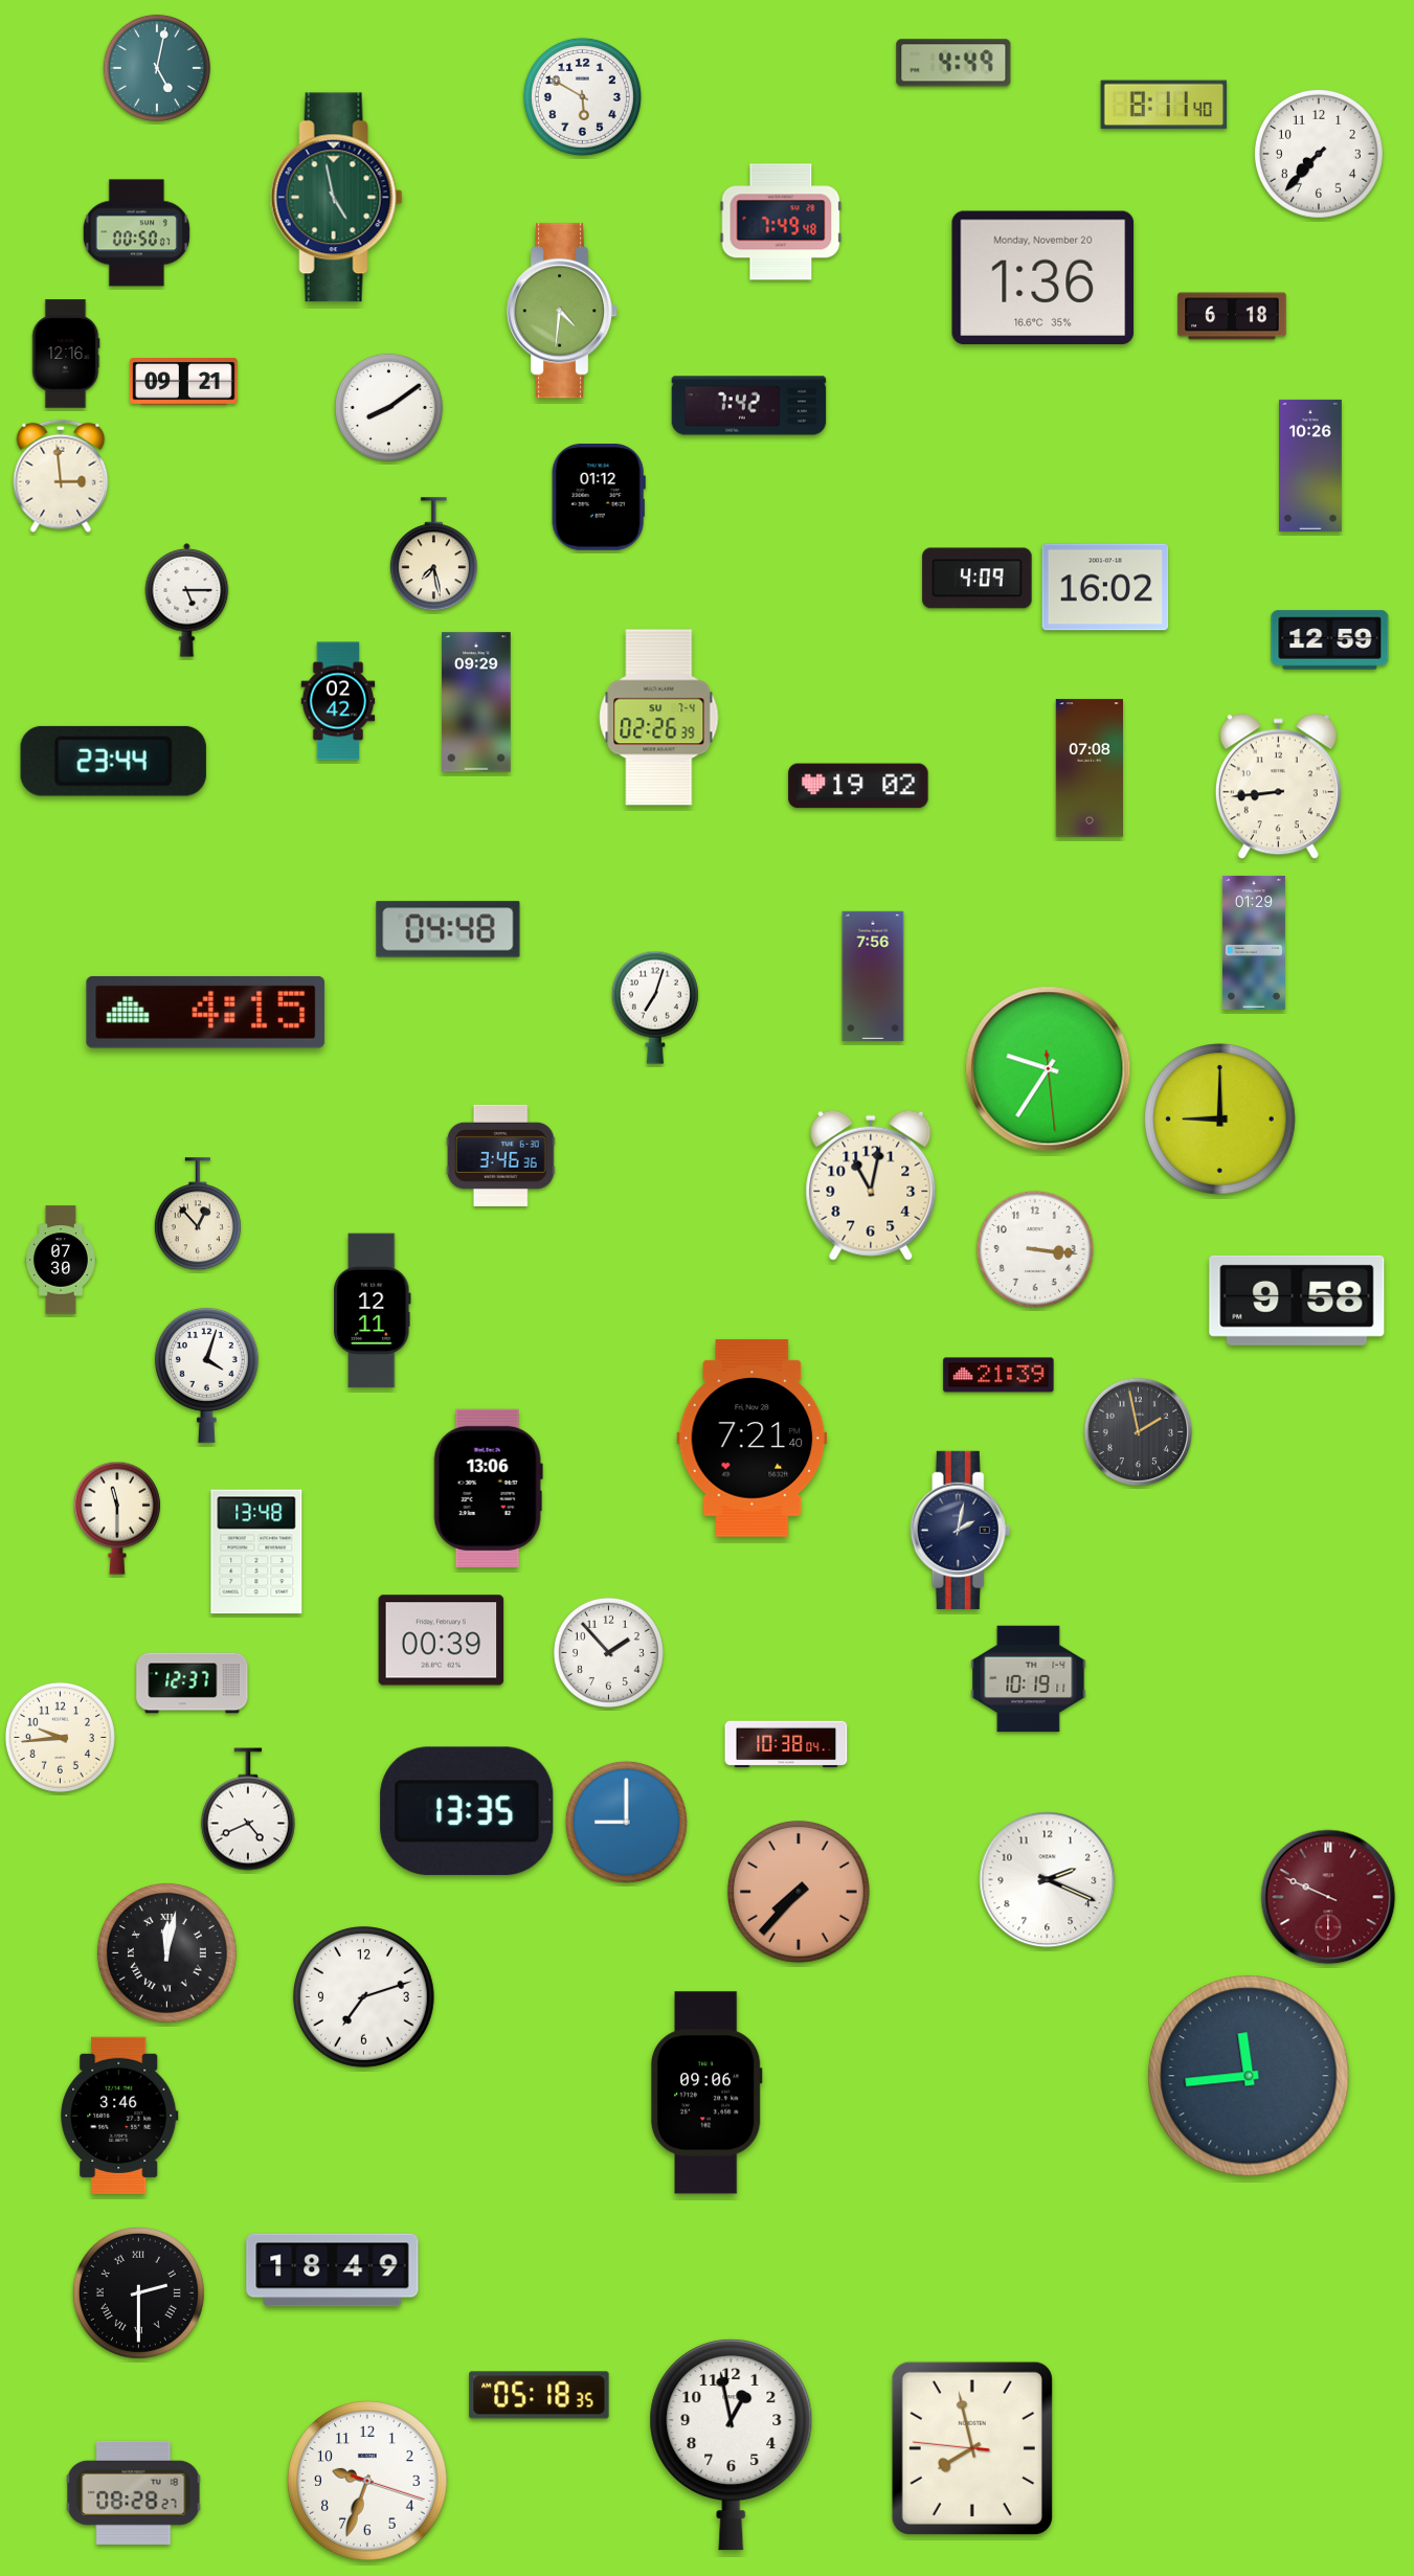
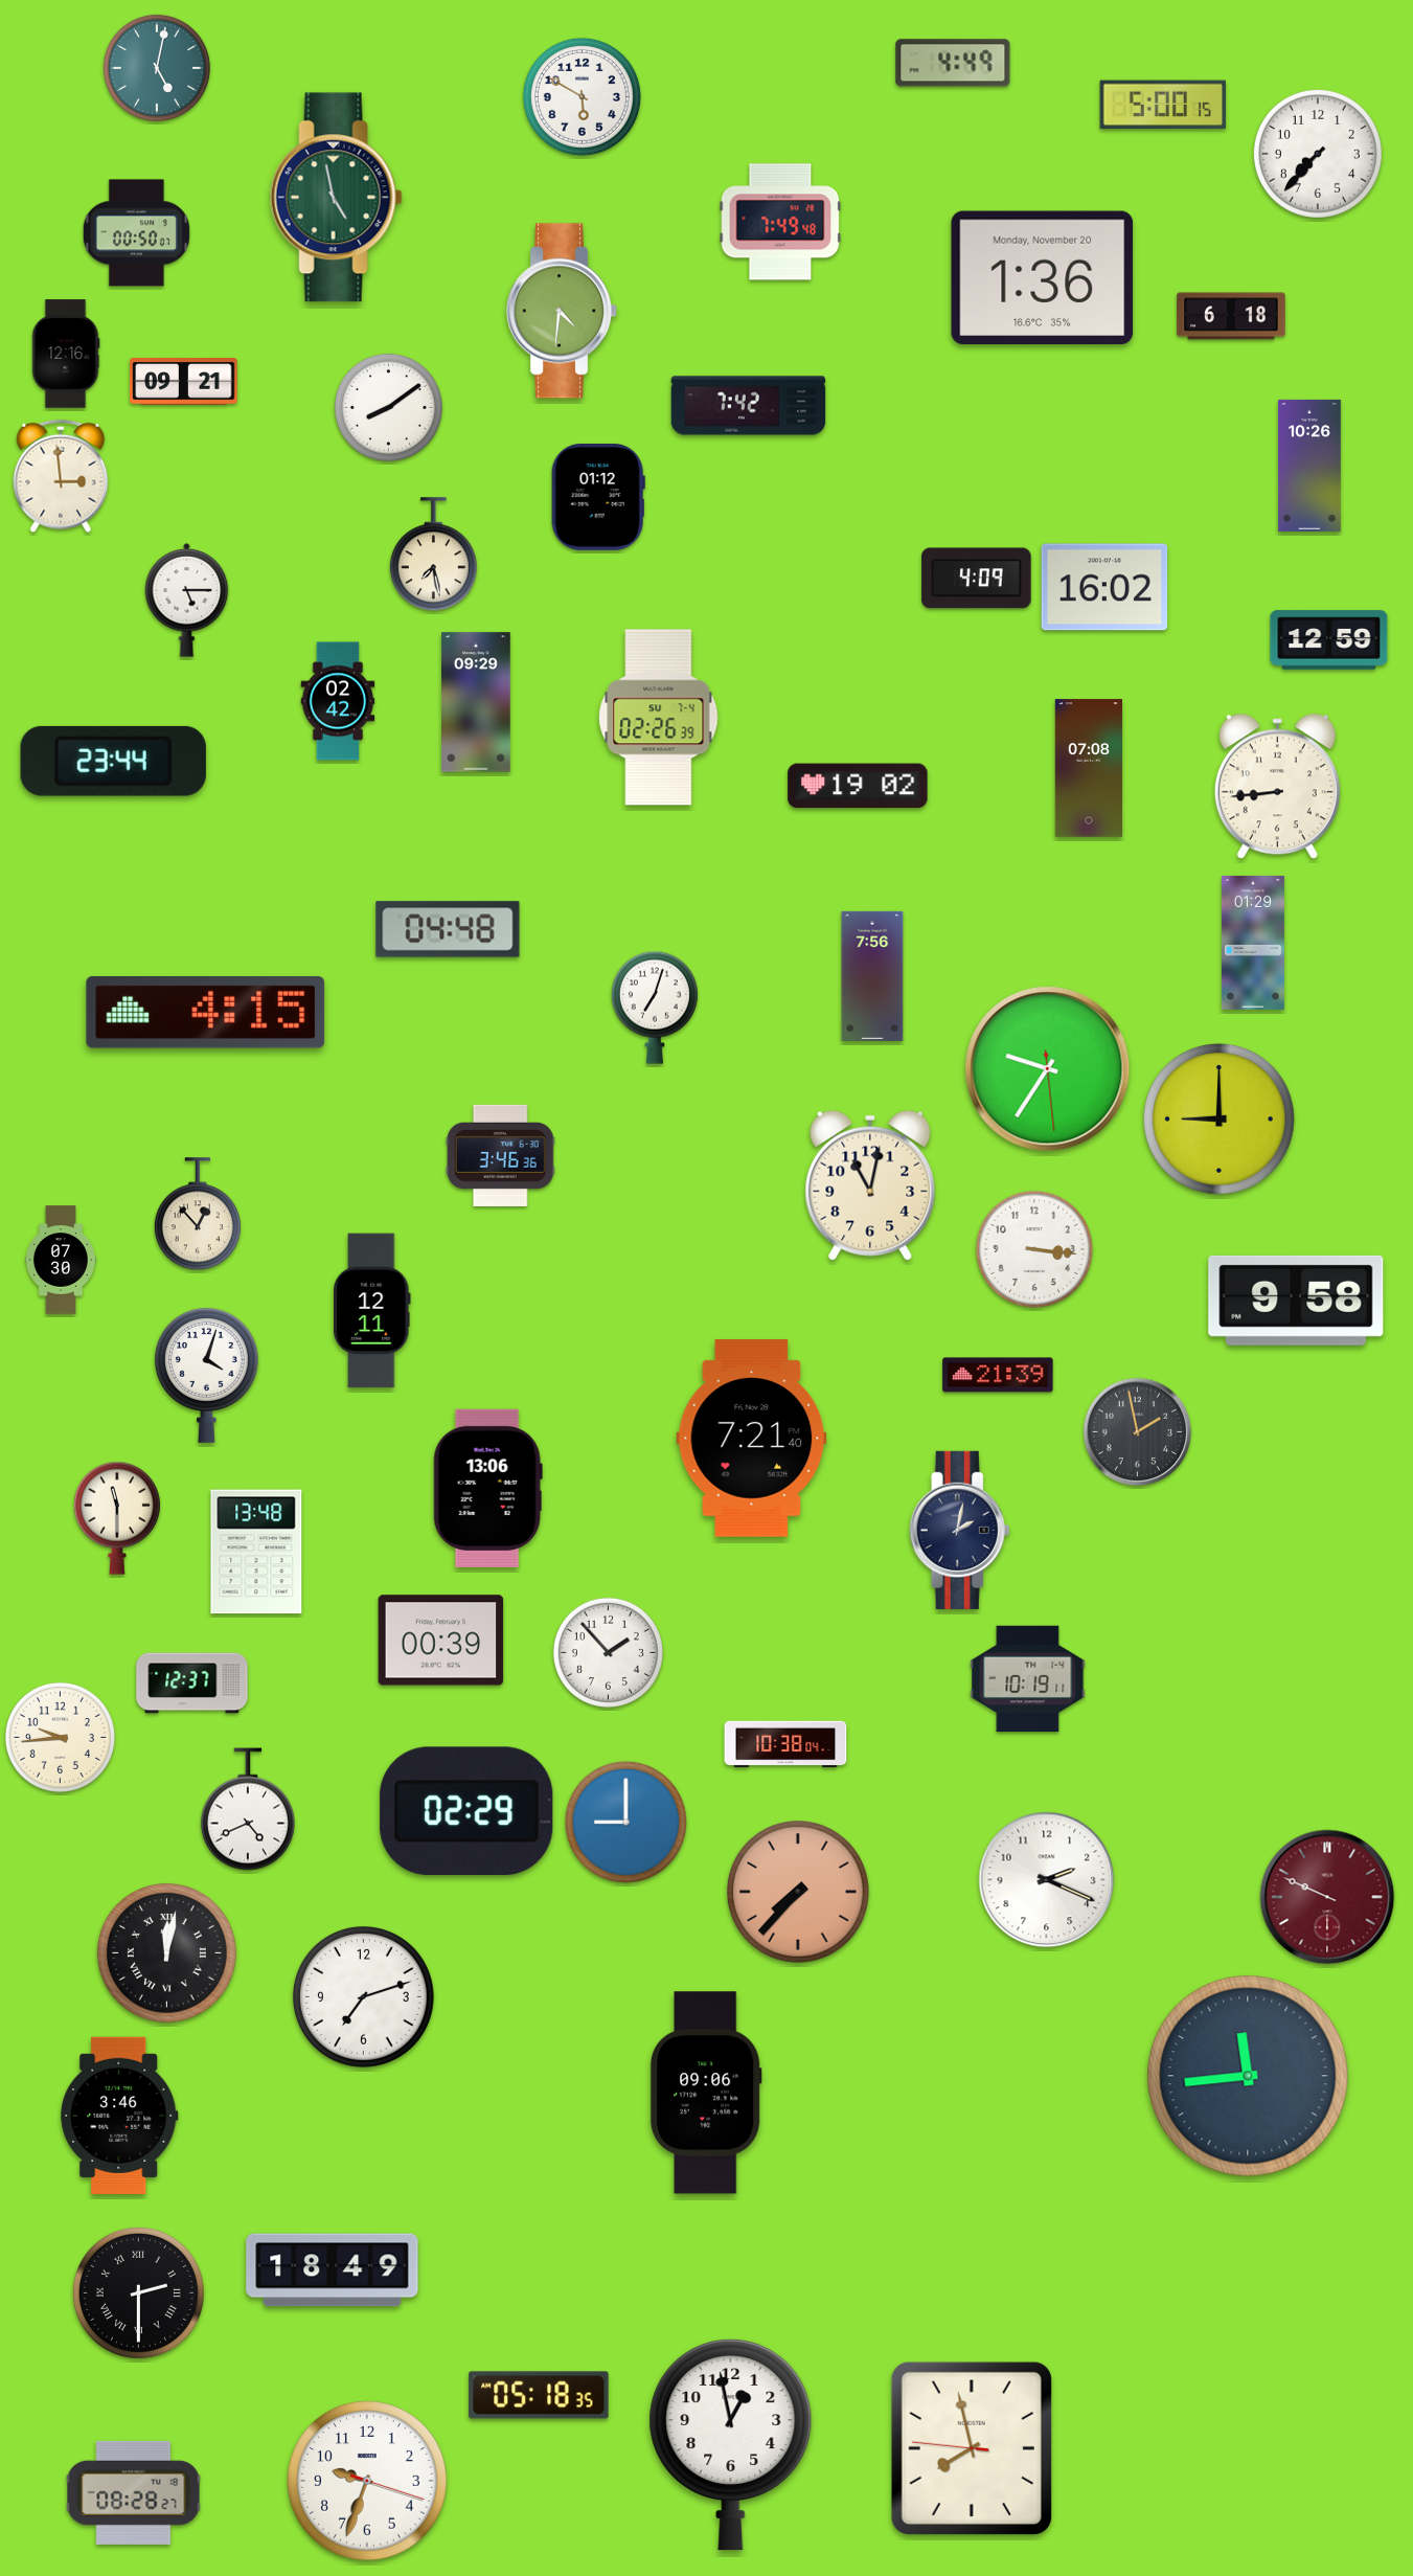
clock at (1164, 105): 8:11 -> 5:00
clock at (467, 1811): 13:35 -> 02:29
